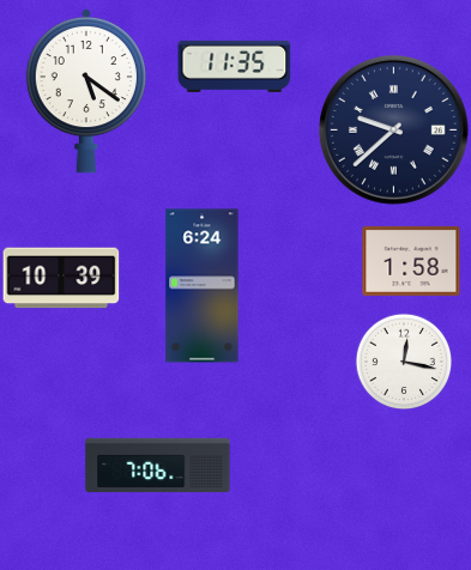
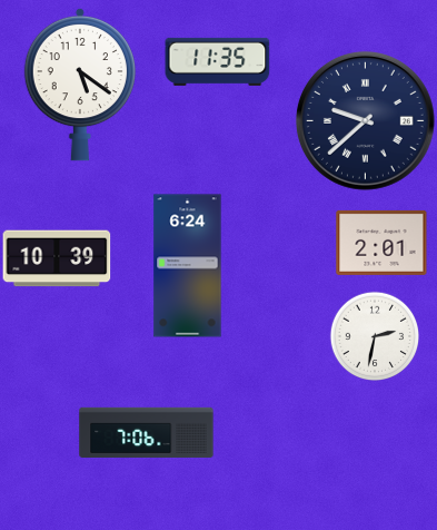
clock at (411, 261): 1:58 -> 2:01
clock at (404, 362): 12:17 -> 2:32
